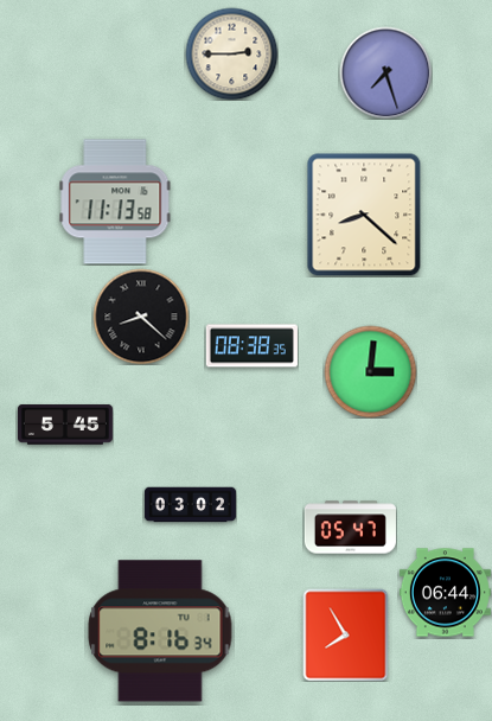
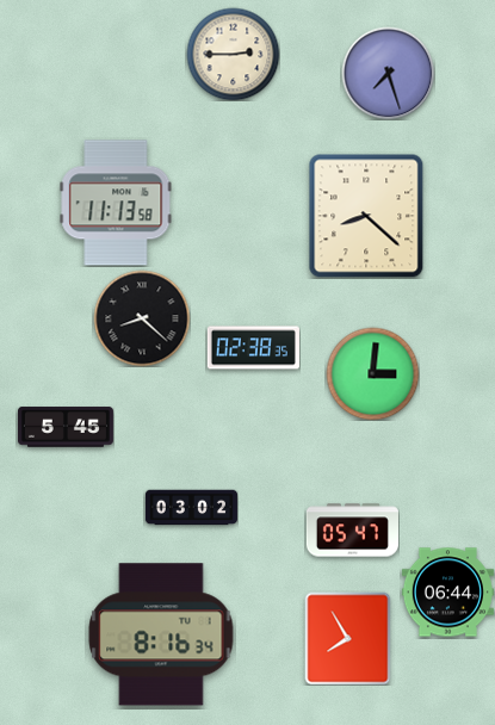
clock at (251, 346): 08:38 -> 02:38
clock at (445, 593) position: (445, 593) -> (447, 593)
